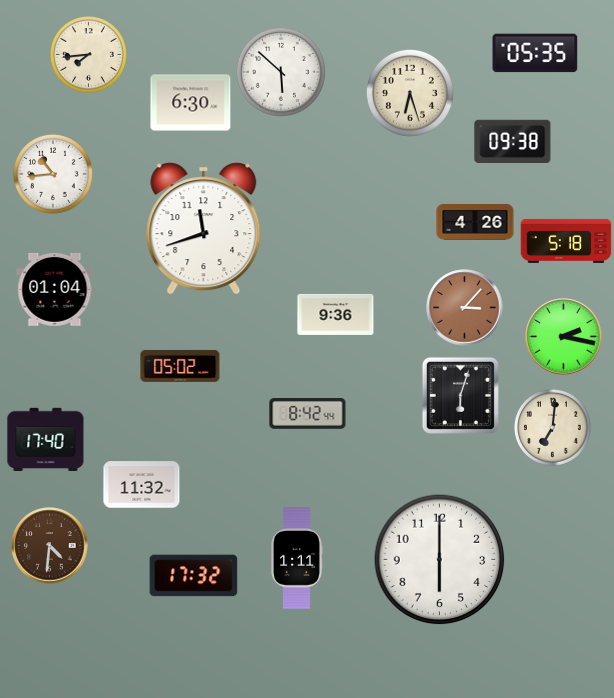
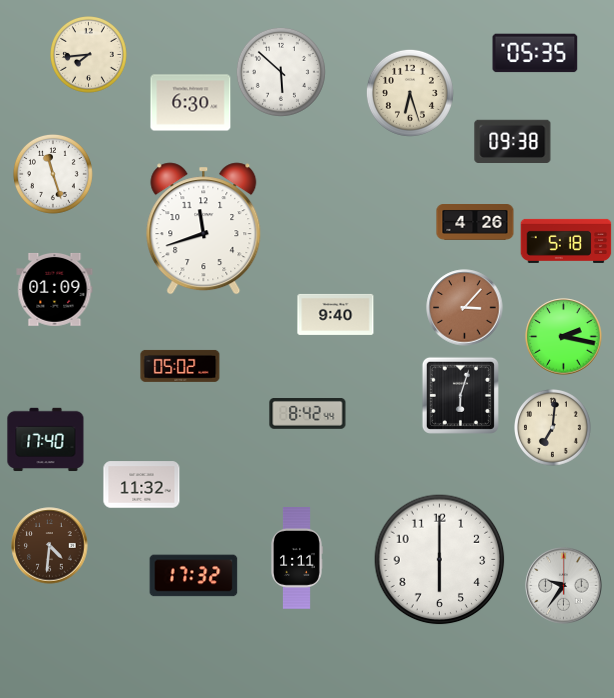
clock at (53, 174): 10:44 -> 11:27
clock at (55, 289): 01:04 -> 01:09
clock at (336, 314): 9:36 -> 9:40
clock at (564, 586): none -> 9:36
